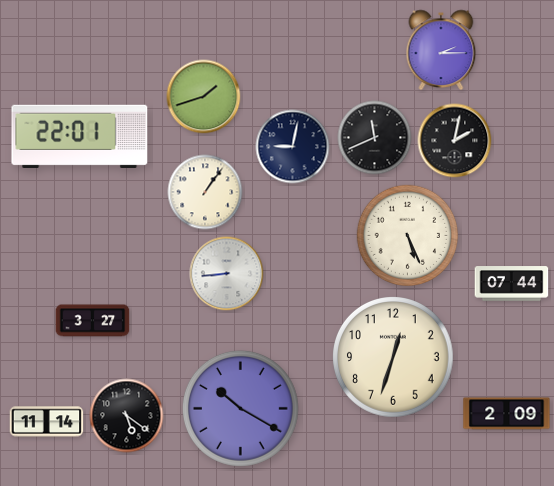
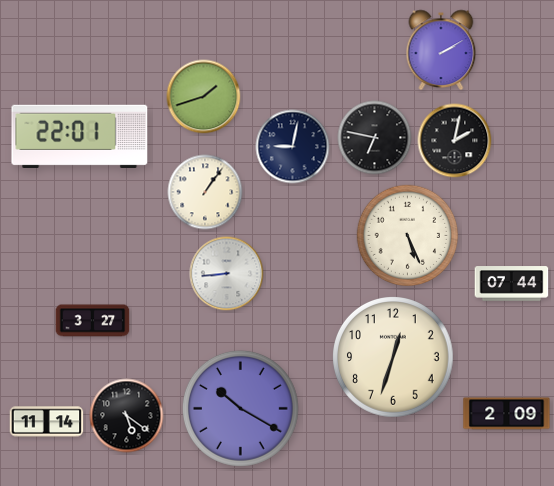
clock at (441, 50): 2:15 -> 2:10
clock at (375, 138): 11:41 -> 6:47
